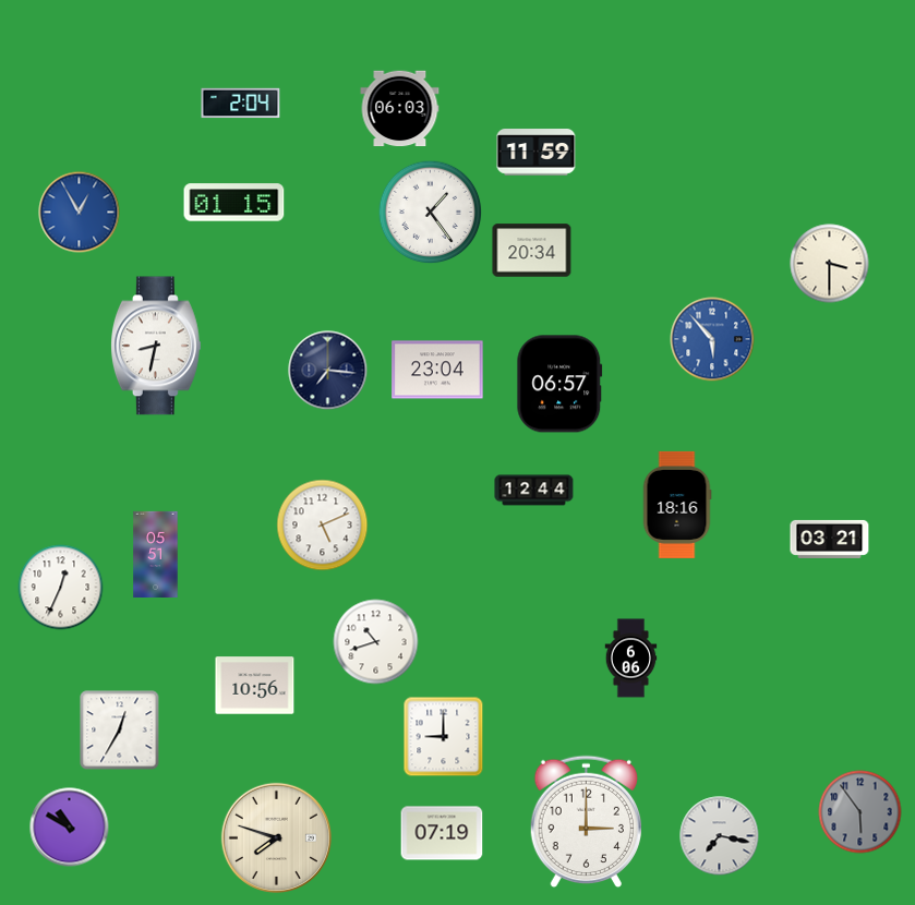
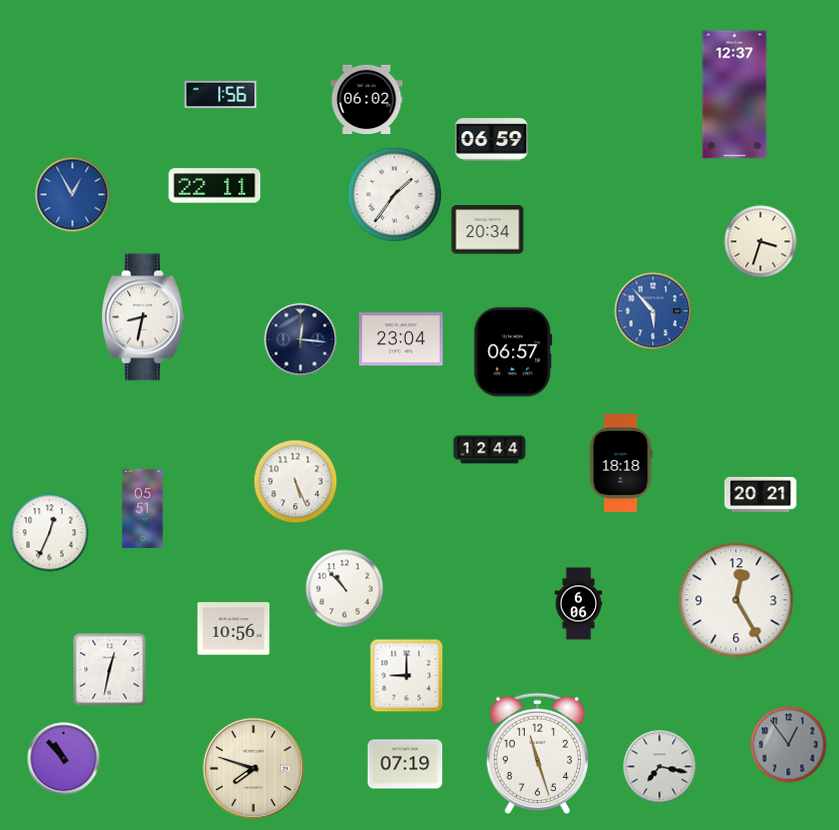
clock at (241, 104): 2:04 -> 1:56
clock at (735, 95): none -> 12:37
clock at (400, 109): 06:03 -> 06:02
clock at (537, 153): 11:59 -> 06:59
clock at (234, 203): 01:15 -> 22:11
clock at (431, 213): 1:24 -> 1:36
clock at (830, 264): 3:30 -> 3:33
clock at (328, 371): 7:16 -> 12:16
clock at (677, 505): 18:16 -> 18:18
clock at (323, 526): 5:11 -> 5:26
clock at (830, 539): 03:21 -> 20:21
clock at (61, 588) position: (61, 588) -> (50, 533)
clock at (376, 642): 10:42 -> 10:53
clock at (736, 600): none -> 12:25
clock at (120, 731): 12:35 -> 12:32
clock at (860, 812): 5:54 -> 12:54
clock at (586, 822): 3:00 -> 11:27
clock at (70, 828): 10:50 -> 10:53
